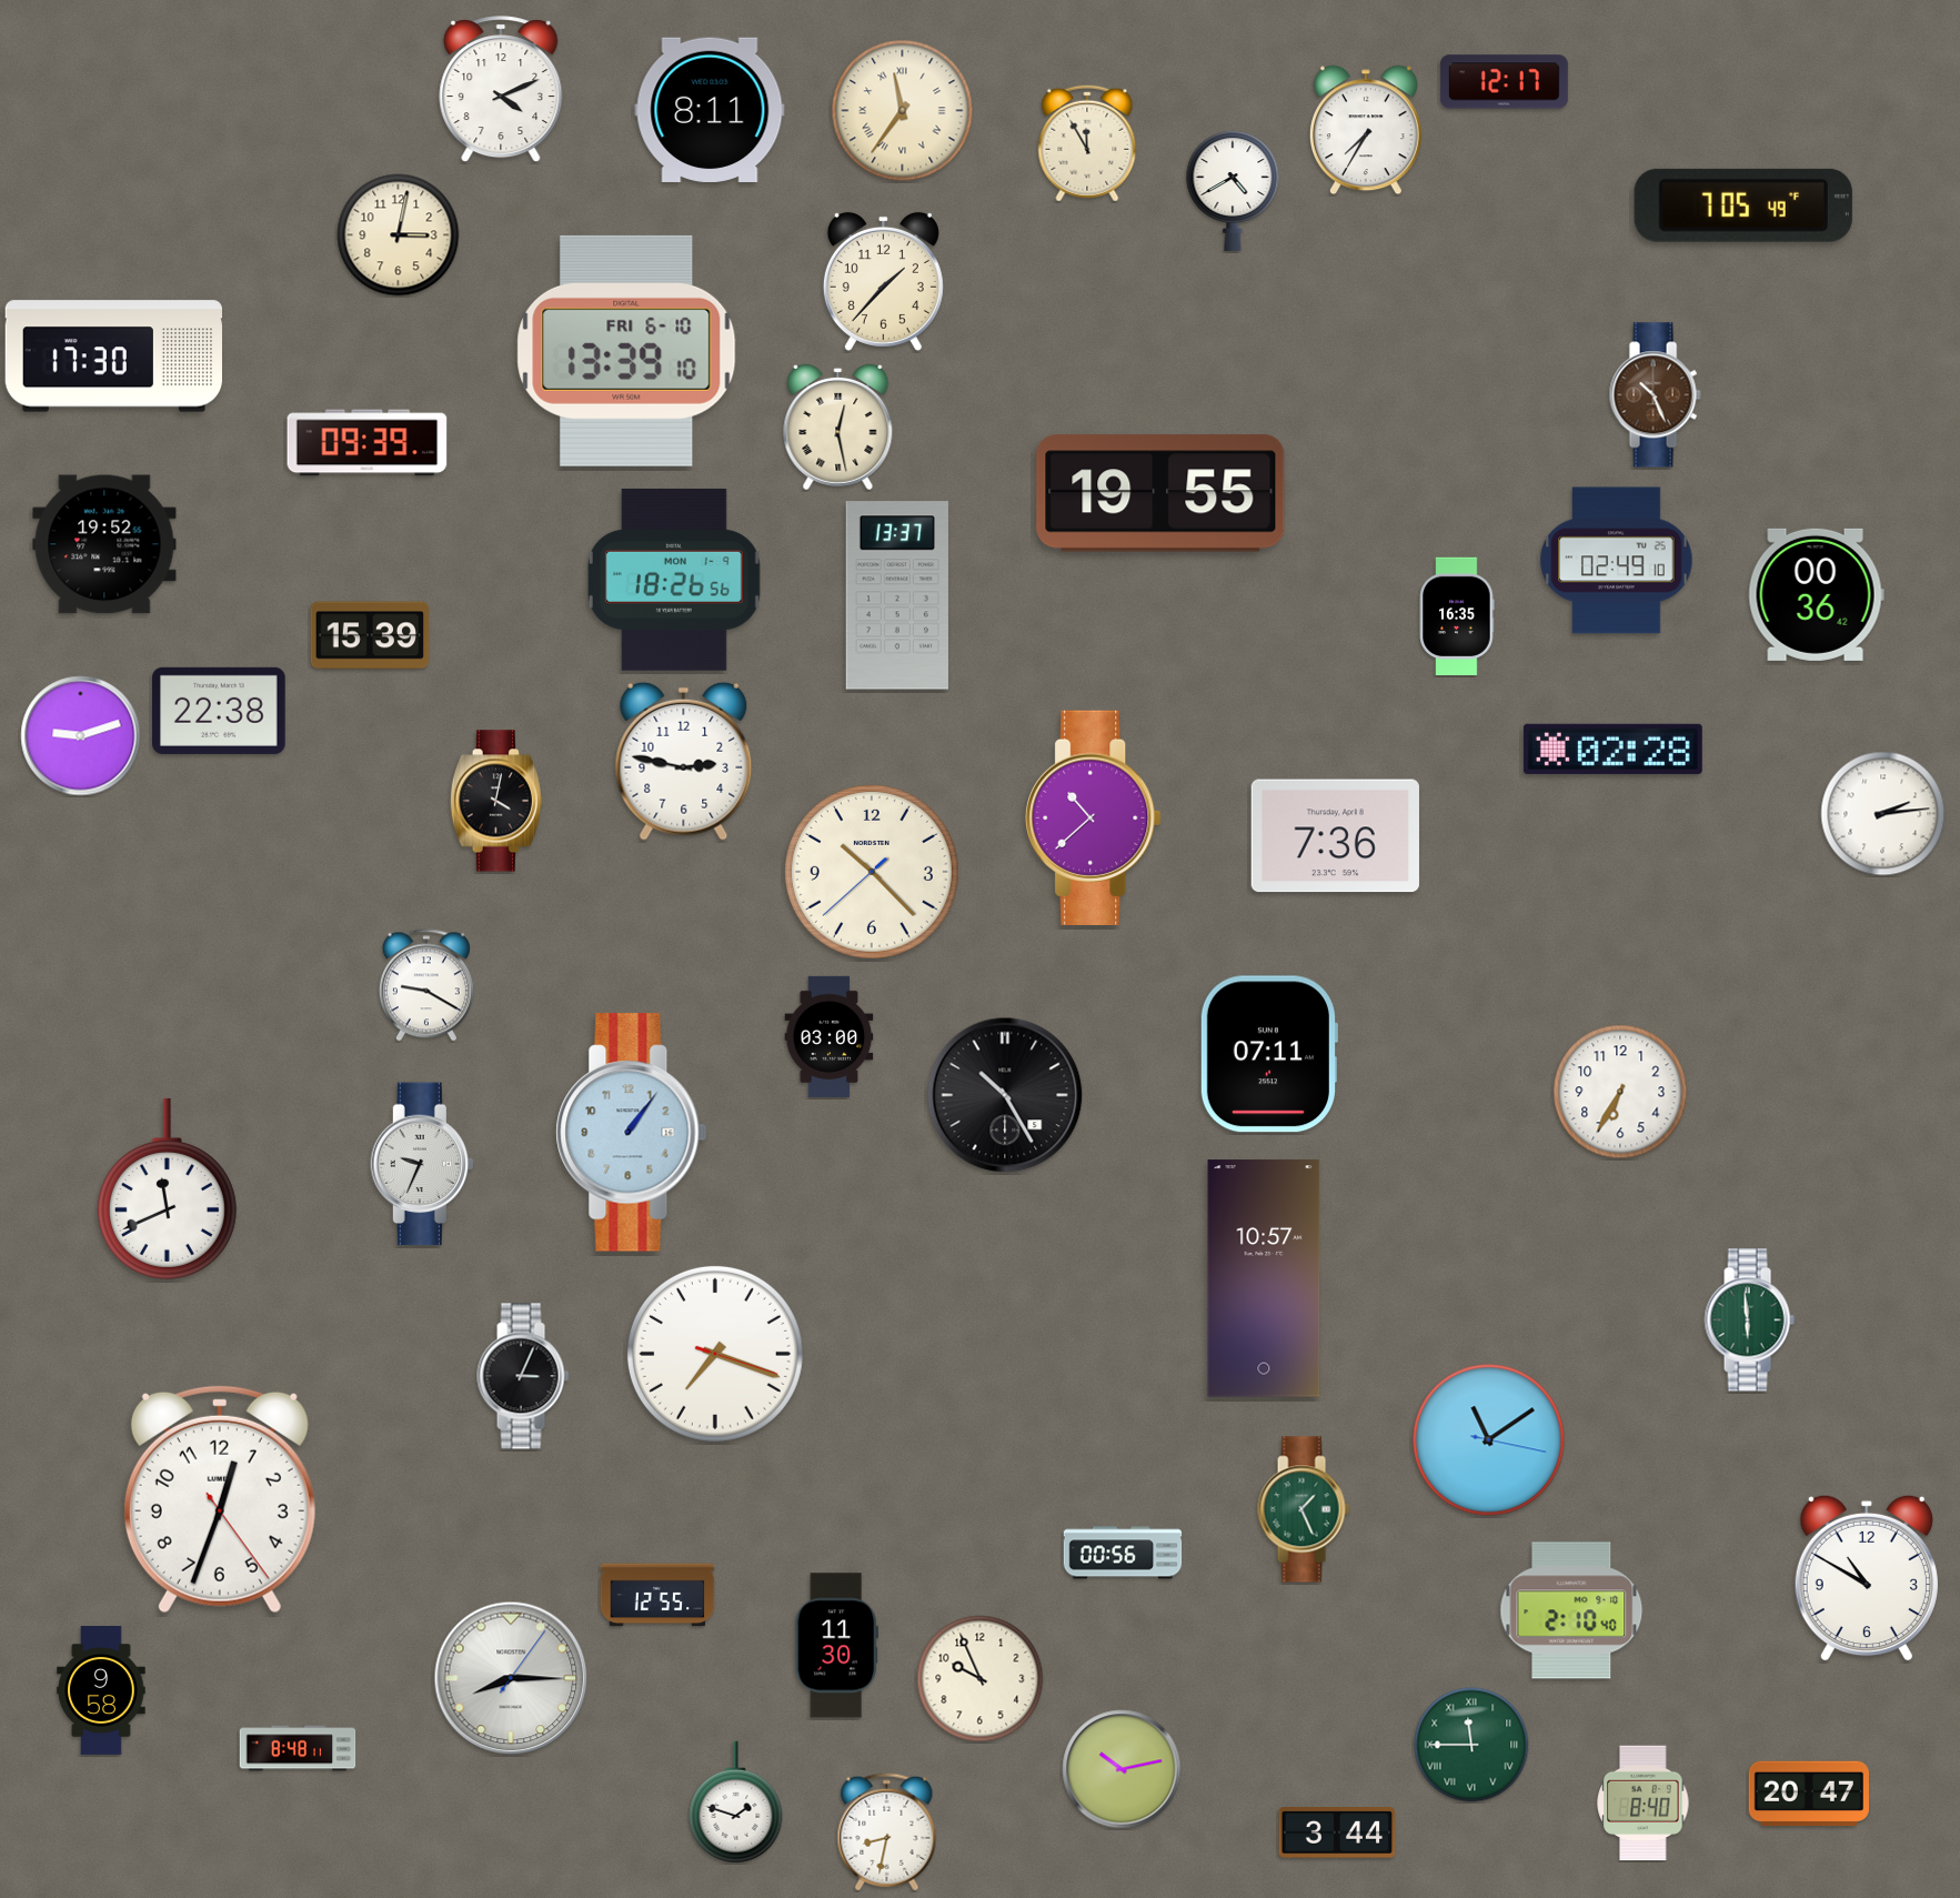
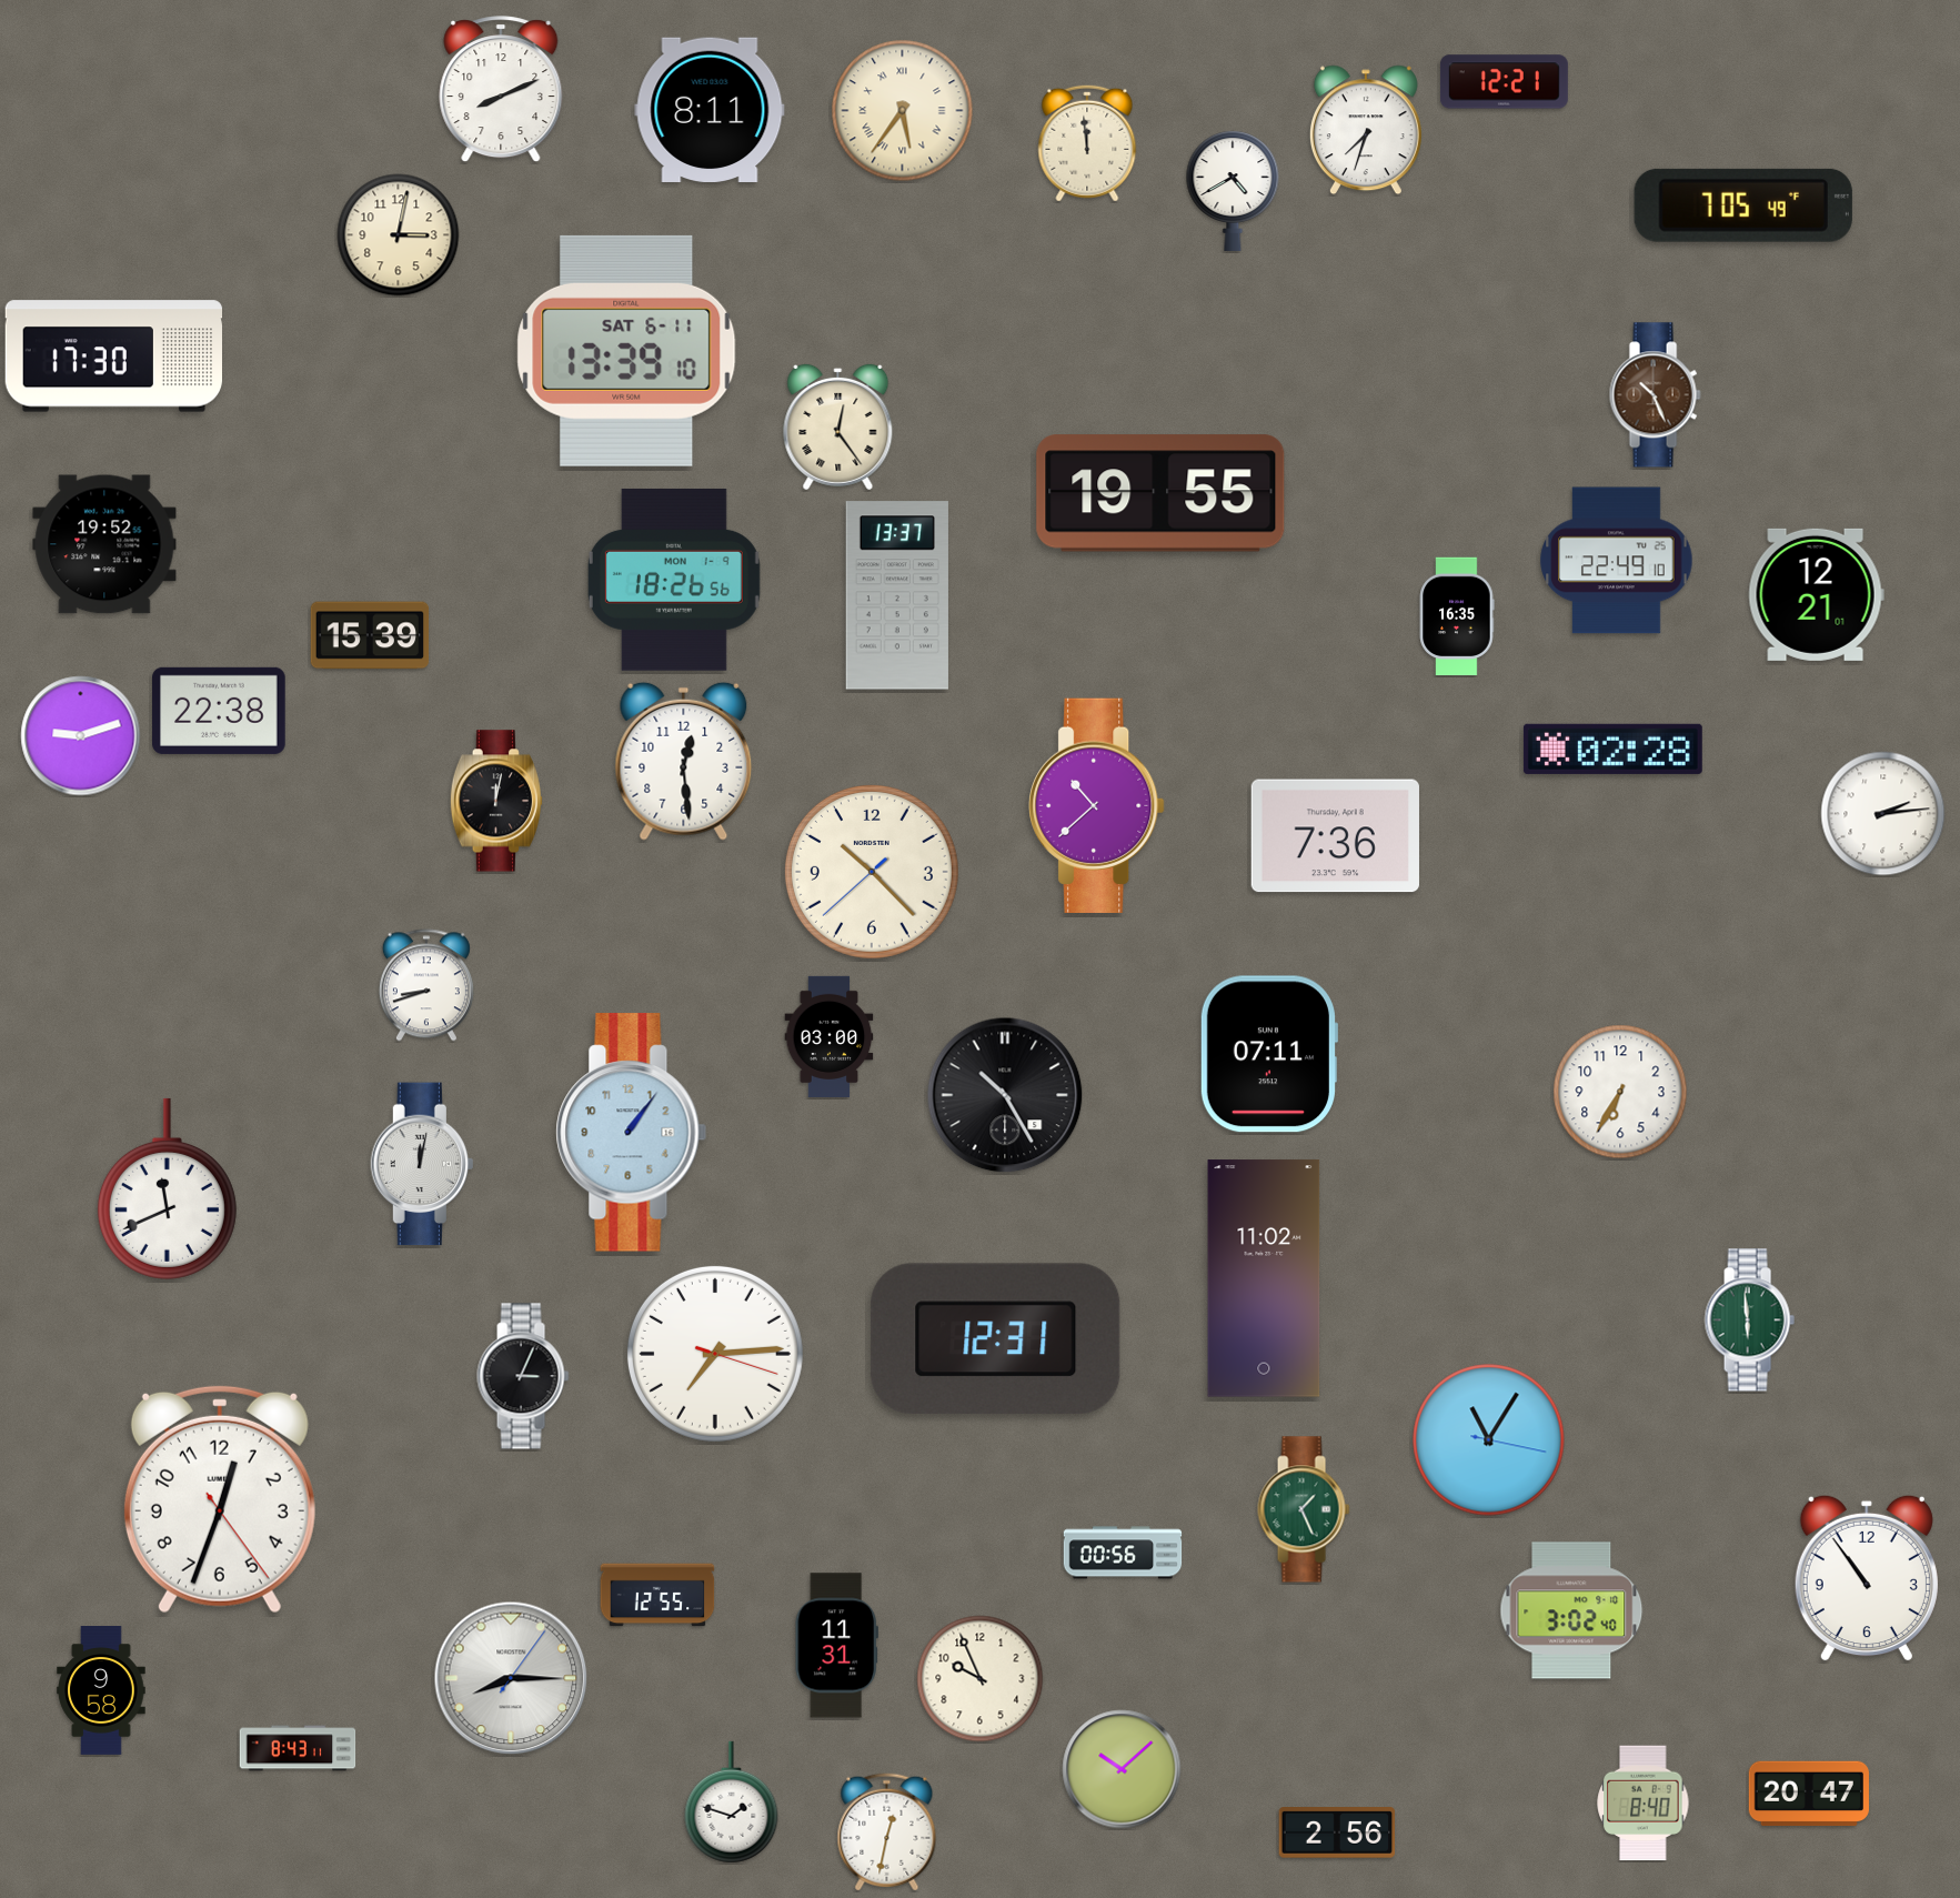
clock at (1504, 82): 12:17 -> 12:21
clock at (501, 90): 4:11 -> 8:11
clock at (903, 111): 11:36 -> 5:36
clock at (1366, 130): 7:35 -> 7:33
clock at (1087, 143): 11:55 -> 11:59
clock at (883, 281): 1:37 -> none
clock at (626, 351) date: FRI 6-10 -> SAT 6-11
clock at (838, 426): 12:28 -> 12:24
clock at (368, 443): 09:39 -> none
clock at (1617, 561): 02:49 -> 22:49
clock at (1816, 594): 00:36 -> 12:21
clock at (684, 761): 2:47 -> 12:29
clock at (495, 801): 4:02 -> 12:02
clock at (1094, 817) position: (1094, 817) -> (1097, 805)
clock at (426, 985): 9:20 -> 8:42
clock at (422, 1164): 9:34 -> 12:02
clock at (1264, 1278): 10:57 -> 11:02
clock at (996, 1339): none -> 12:31
clock at (715, 1354): 7:18 -> 7:14
clock at (1489, 1440): 11:09 -> 11:05
clock at (1867, 1578): 10:50 -> 10:54
clock at (1571, 1610): 2:10 -> 3:02
clock at (836, 1646): 11:30 -> 11:31
clock at (1471, 1745): 11:45 -> none
clock at (298, 1748): 8:48 -> 8:43
clock at (1122, 1769): 10:13 -> 10:08
clock at (736, 1802) position: (736, 1802) -> (732, 1802)
clock at (887, 1832): 8:32 -> 12:32
clock at (1337, 1834): 3:44 -> 2:56
